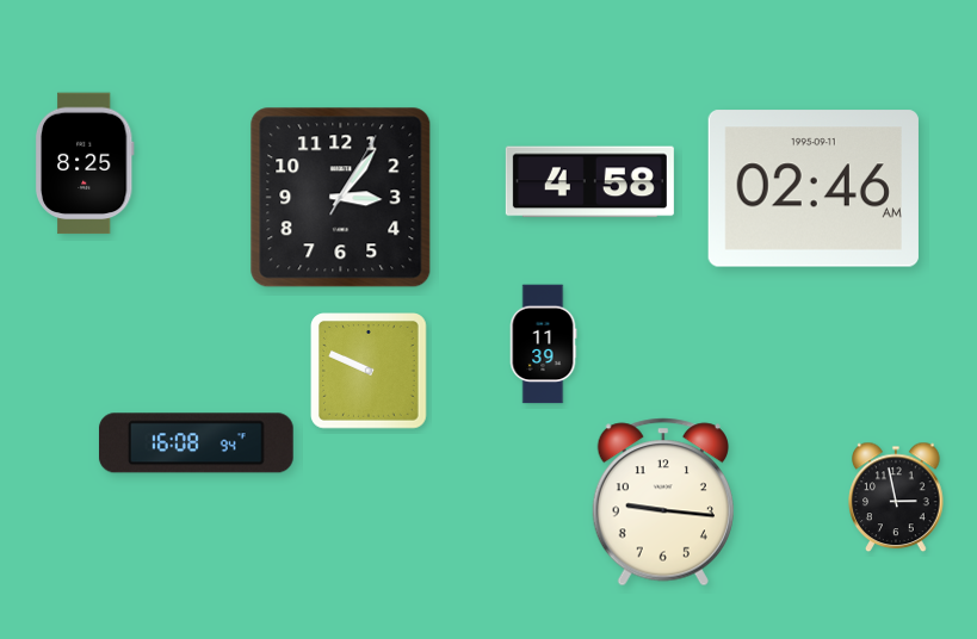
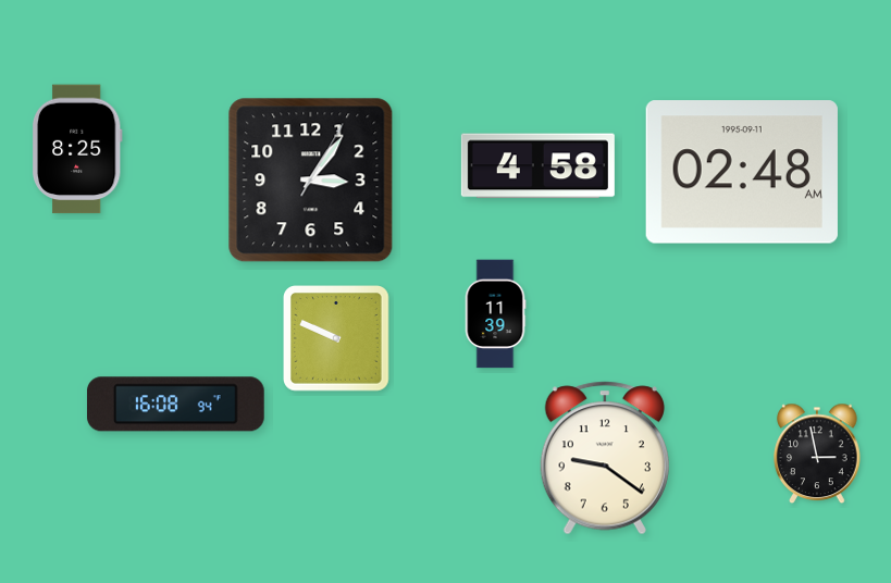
clock at (814, 188): 02:46 -> 02:48
clock at (196, 443) position: (196, 443) -> (175, 405)
clock at (663, 502): 9:16 -> 9:21
